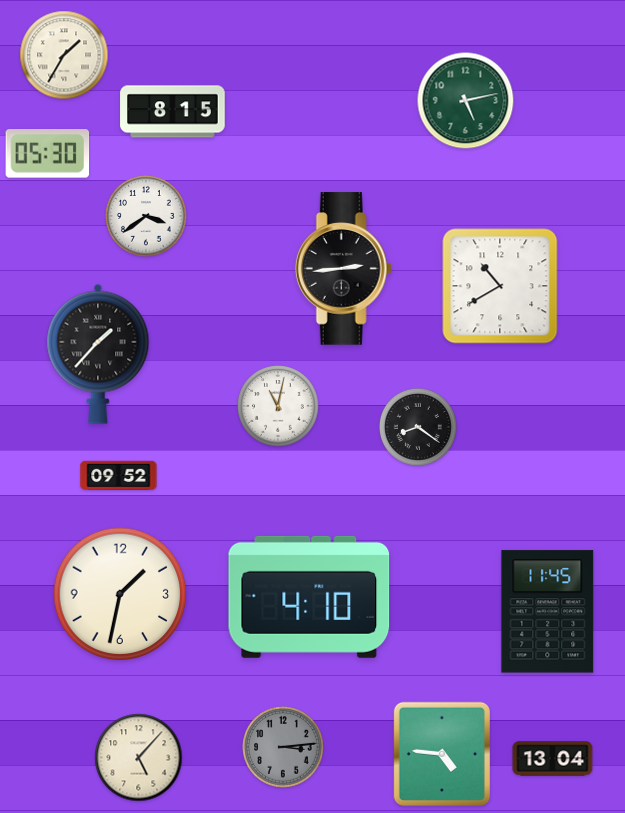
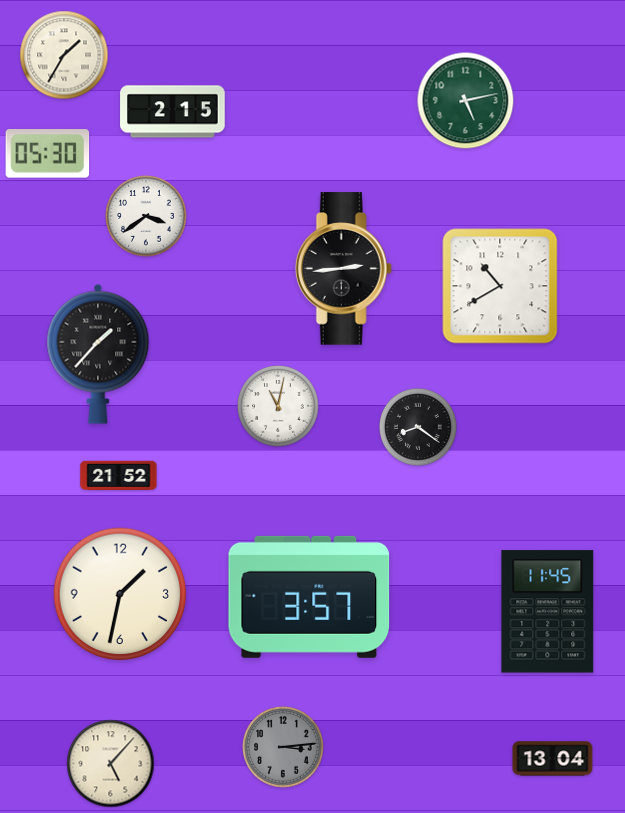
clock at (173, 112): 8:15 -> 2:15
clock at (119, 476): 09:52 -> 21:52
clock at (309, 597): 4:10 -> 3:57
clock at (442, 754): 4:46 -> none
clock at (139, 758) position: (139, 758) -> (111, 764)
